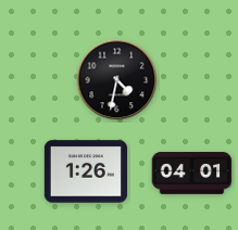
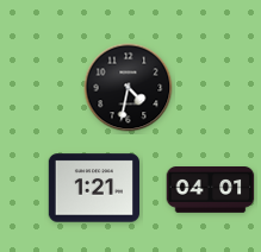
clock at (85, 171): 1:26 -> 1:21
